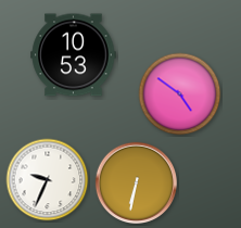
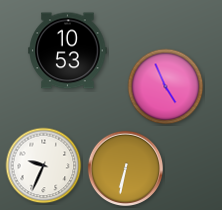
clock at (180, 94): 4:51 -> 4:56
